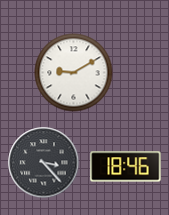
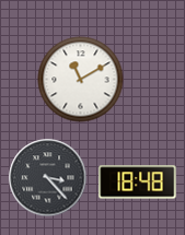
clock at (74, 73): 9:10 -> 11:10
clock at (126, 167): 18:46 -> 18:48
